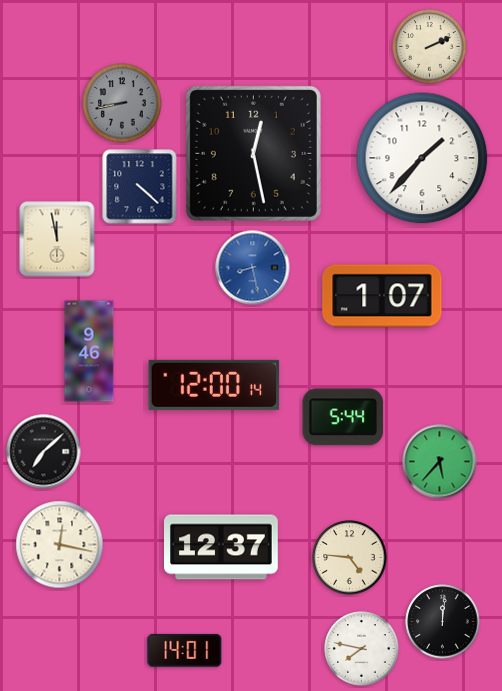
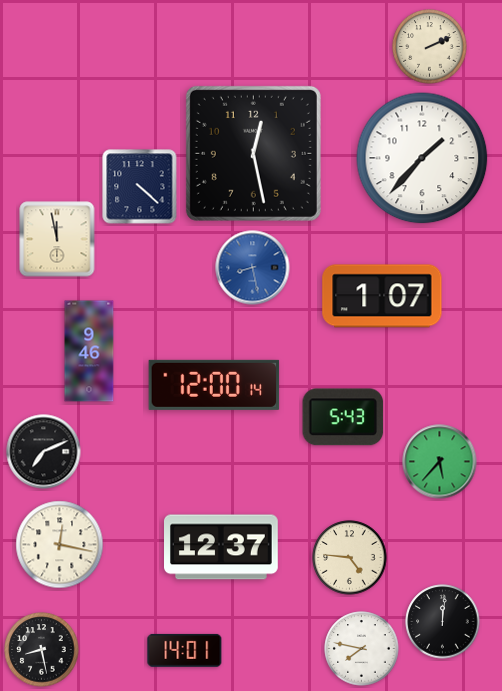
clock at (122, 103): 8:43 -> none
clock at (343, 417): 5:44 -> 5:43
clock at (44, 452): 7:08 -> 7:11
clock at (42, 650): none -> 8:28
